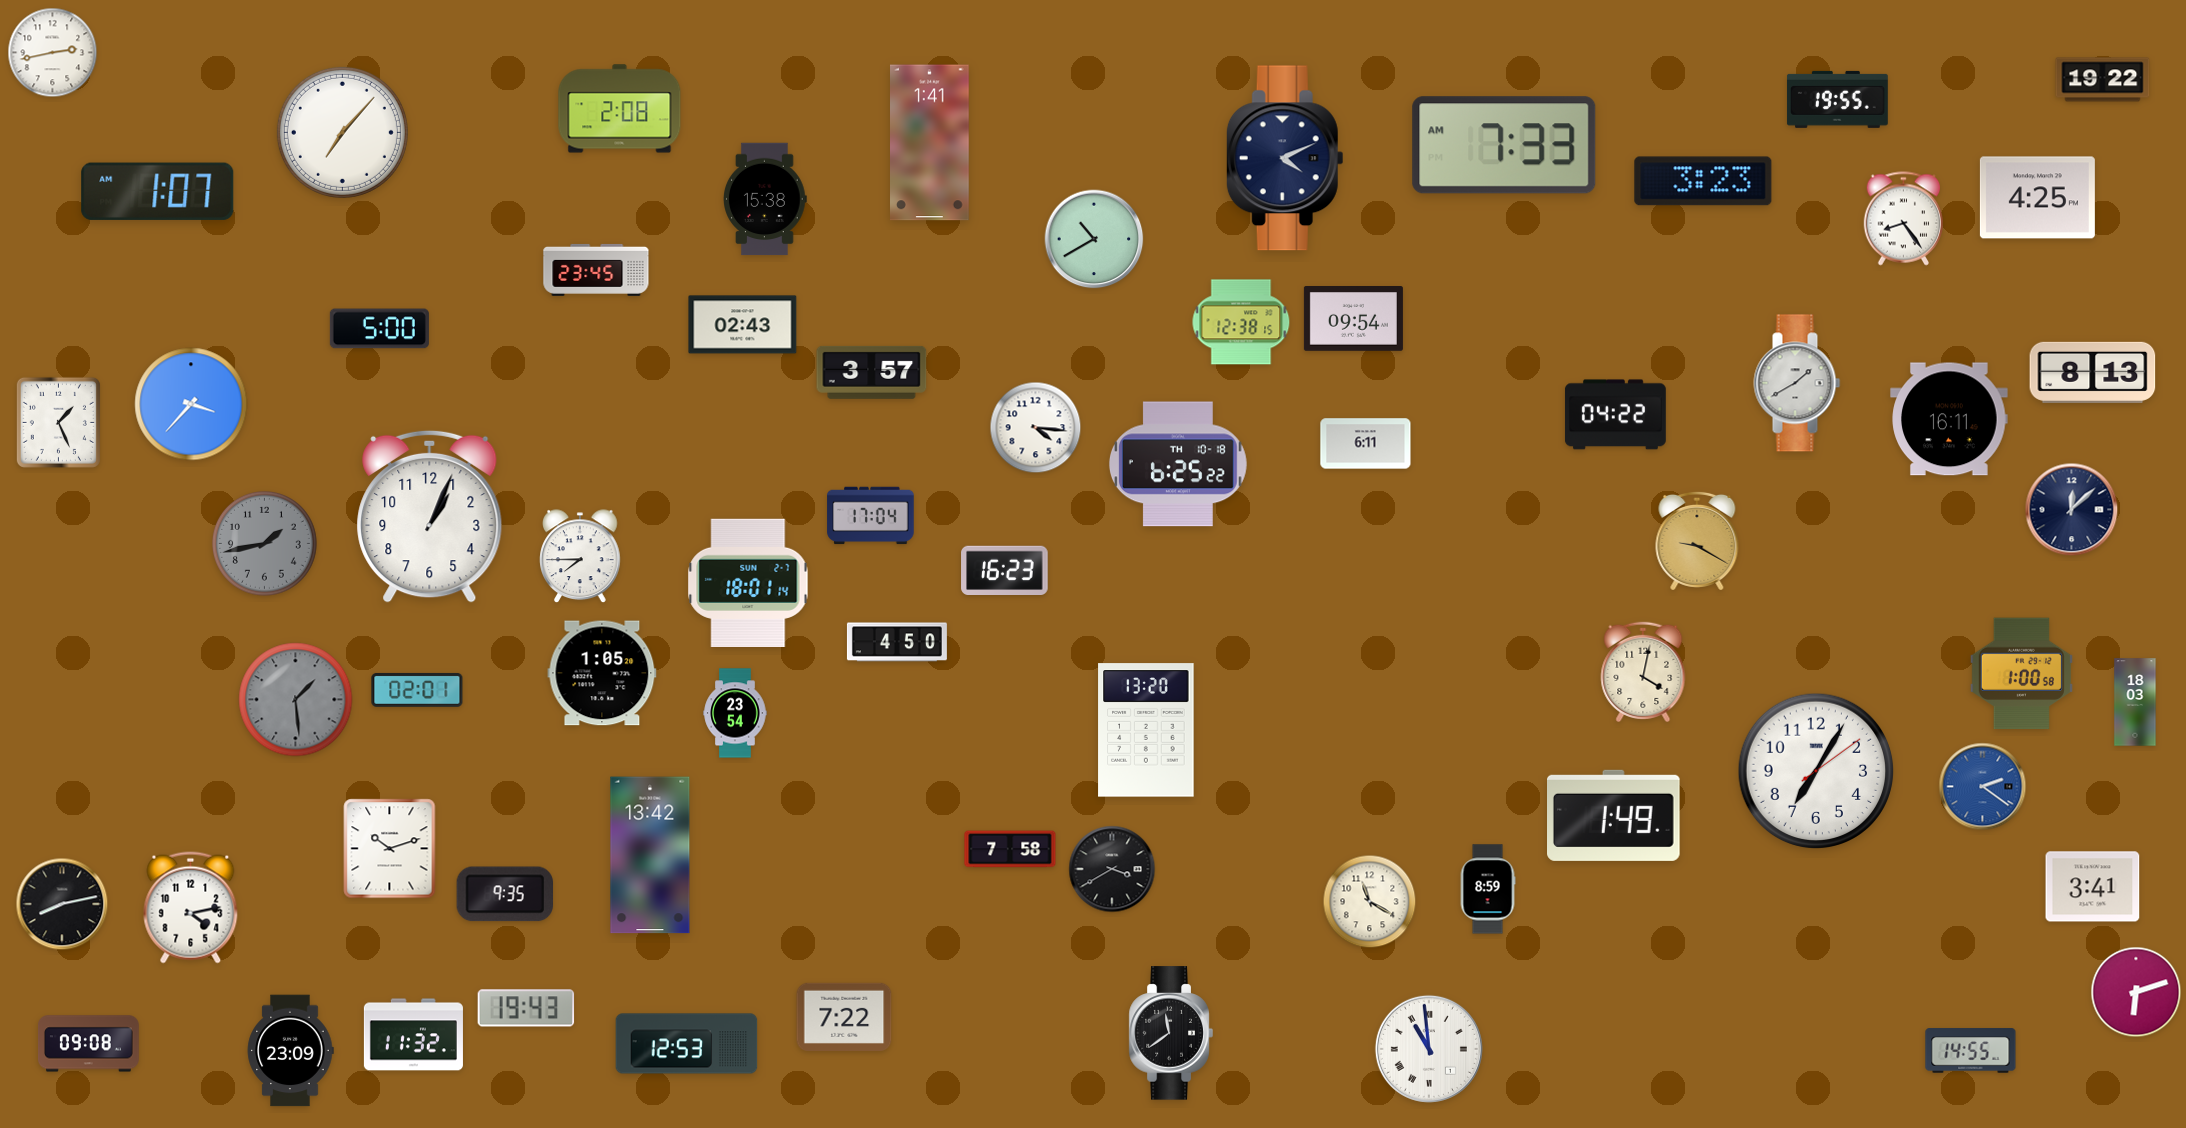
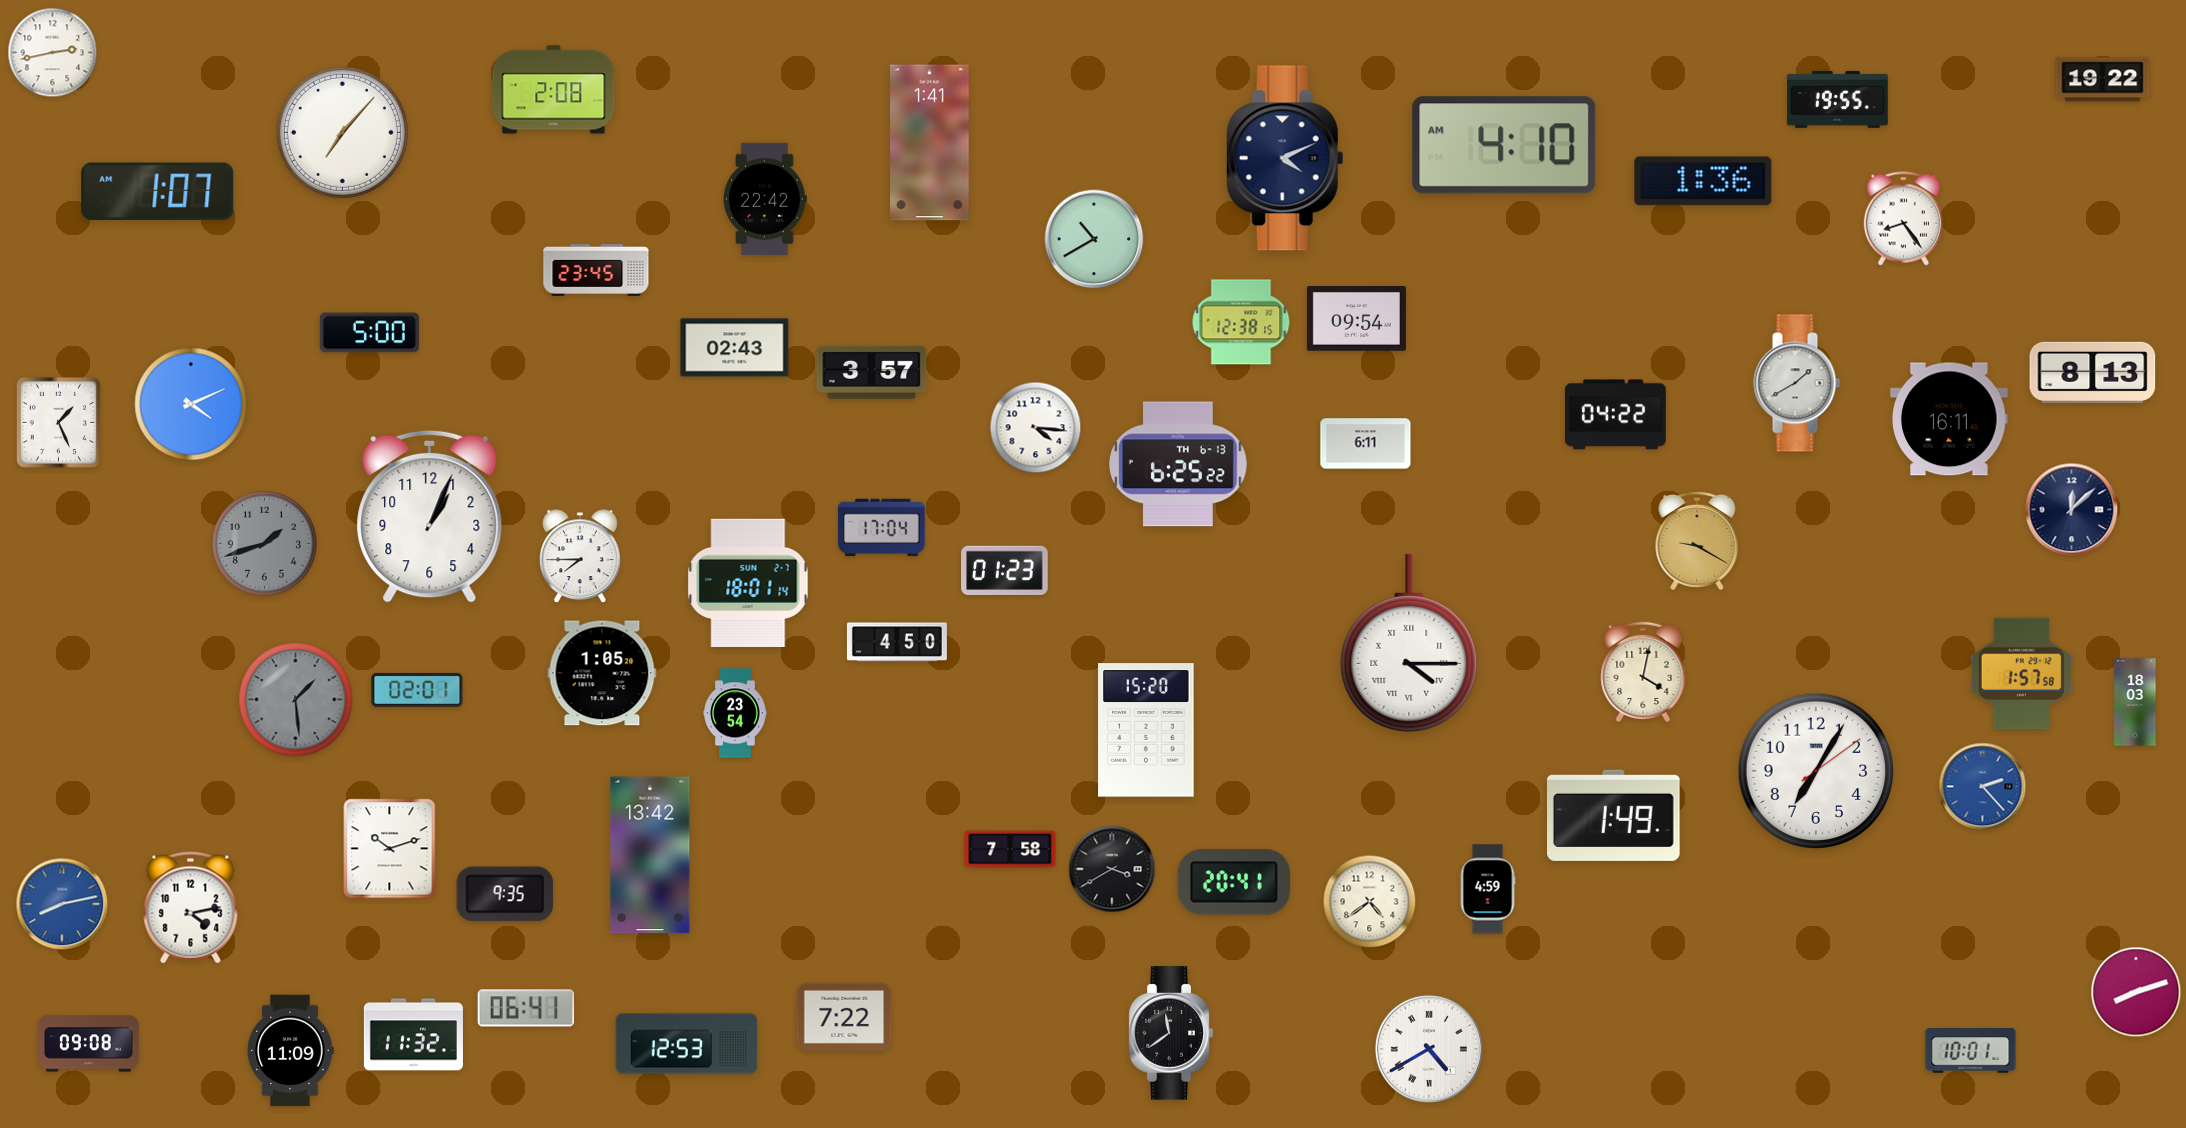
clock at (620, 109) position: (620, 109) -> (554, 90)
clock at (1504, 145): 7:33 -> 4:10
clock at (1703, 181): 3:23 -> 1:36
clock at (2037, 198): 4:25 -> none
clock at (766, 199): 15:38 -> 22:42
clock at (1353, 319) position: (1353, 319) -> (1356, 319)
clock at (743, 325) position: (743, 325) -> (735, 348)
clock at (379, 329) position: (379, 329) -> (369, 333)
clock at (191, 404): 3:37 -> 4:11
clock at (1178, 464) date: TH 10-18 -> TH 6-13
clock at (871, 516) position: (871, 516) -> (882, 528)
clock at (264, 543): 1:43 -> 1:42
clock at (1005, 570): 16:23 -> 01:23
clock at (1409, 643): none -> 4:15
clock at (2021, 674): 1:00 -> 1:57
clock at (1146, 730): 13:20 -> 15:20
clock at (1983, 787): 2:21 -> 2:23
clock at (1234, 882): none -> 20:41
clock at (2093, 887): 3:41 -> none
clock at (1488, 889): 8:59 -> 4:59
clock at (1370, 902): 11:20 -> 4:39
clock at (62, 904) dial: black -> blue
clock at (2136, 992): 6:12 -> 8:12
clock at (526, 1008): 19:43 -> 06:41
clock at (1429, 1049): 10:59 -> 4:40
clock at (290, 1051): 23:09 -> 11:09
clock at (1971, 1051): 14:55 -> 10:01
